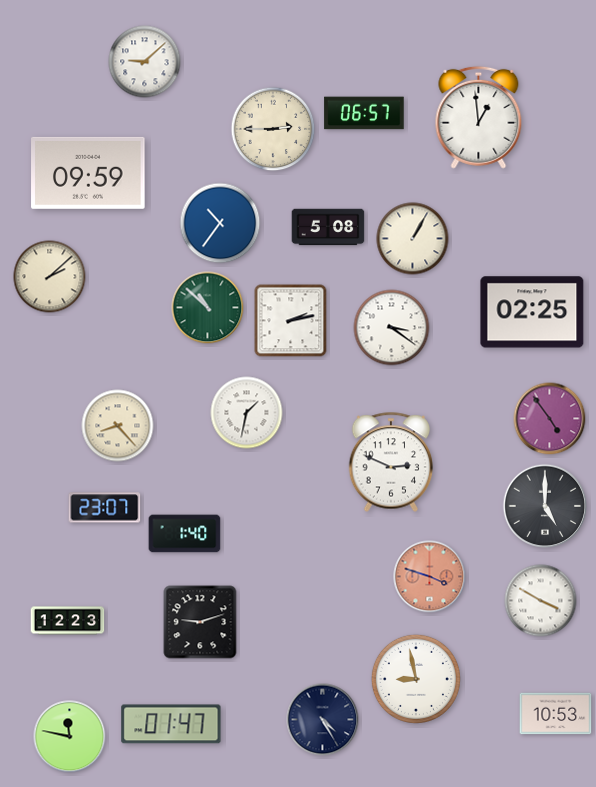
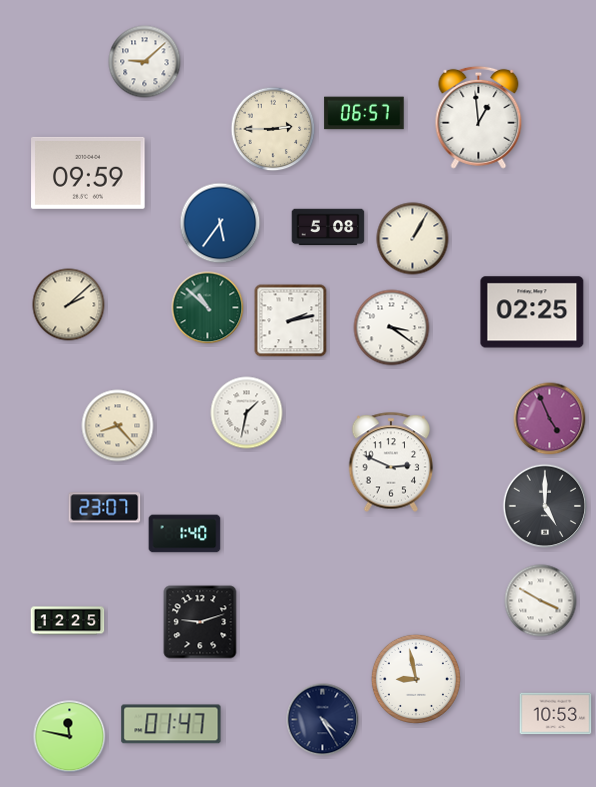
clock at (220, 223): 10:36 -> 5:36
clock at (50, 277) position: (50, 277) -> (69, 305)
clock at (550, 419): 4:54 -> 4:56
clock at (430, 577): 3:48 -> none
clock at (68, 621): 12:23 -> 12:25
